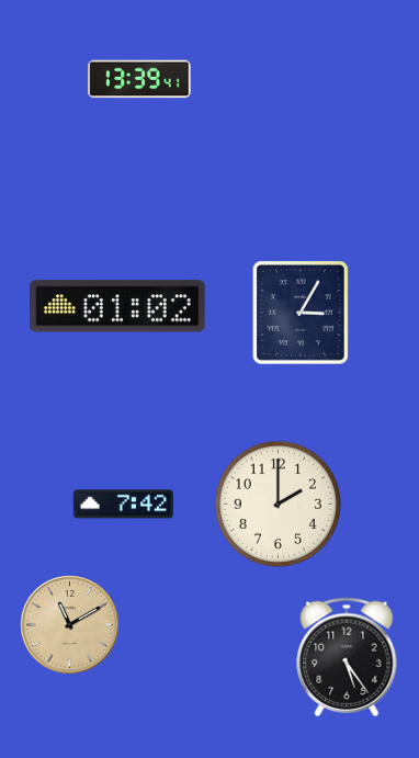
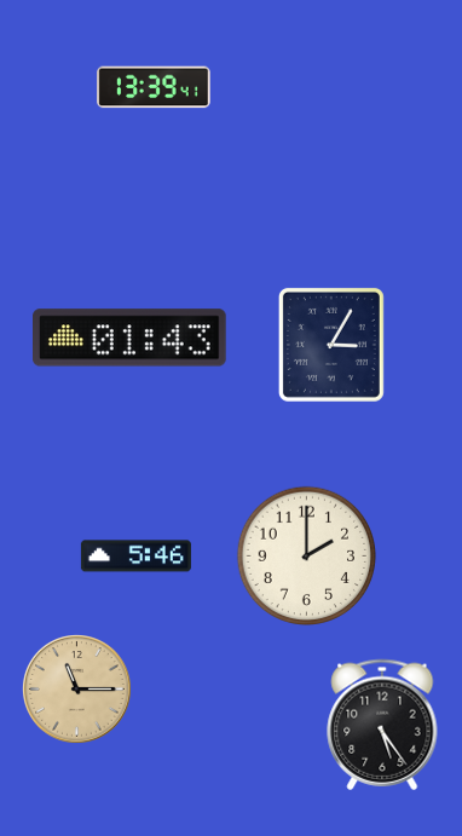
clock at (118, 306): 01:02 -> 01:43
clock at (123, 505): 7:42 -> 5:46
clock at (70, 625): 11:10 -> 11:15
